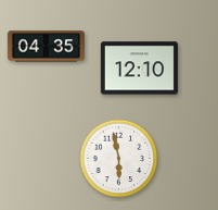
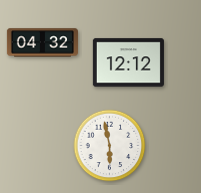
clock at (46, 47): 04:35 -> 04:32
clock at (139, 69): 12:10 -> 12:12
